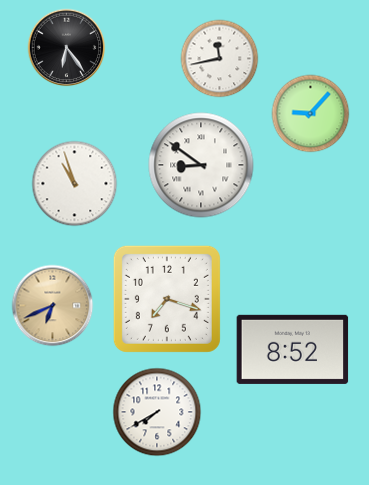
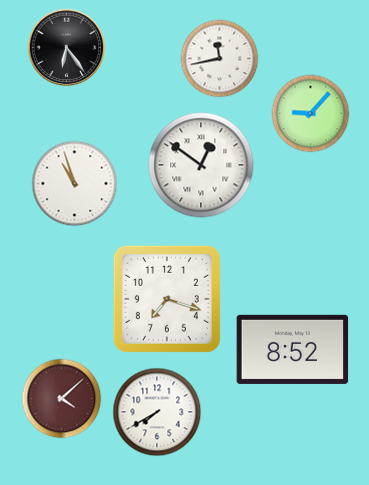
clock at (201, 165): 8:51 -> 12:51
clock at (52, 305): 6:41 -> none
clock at (61, 398): none -> 4:08
